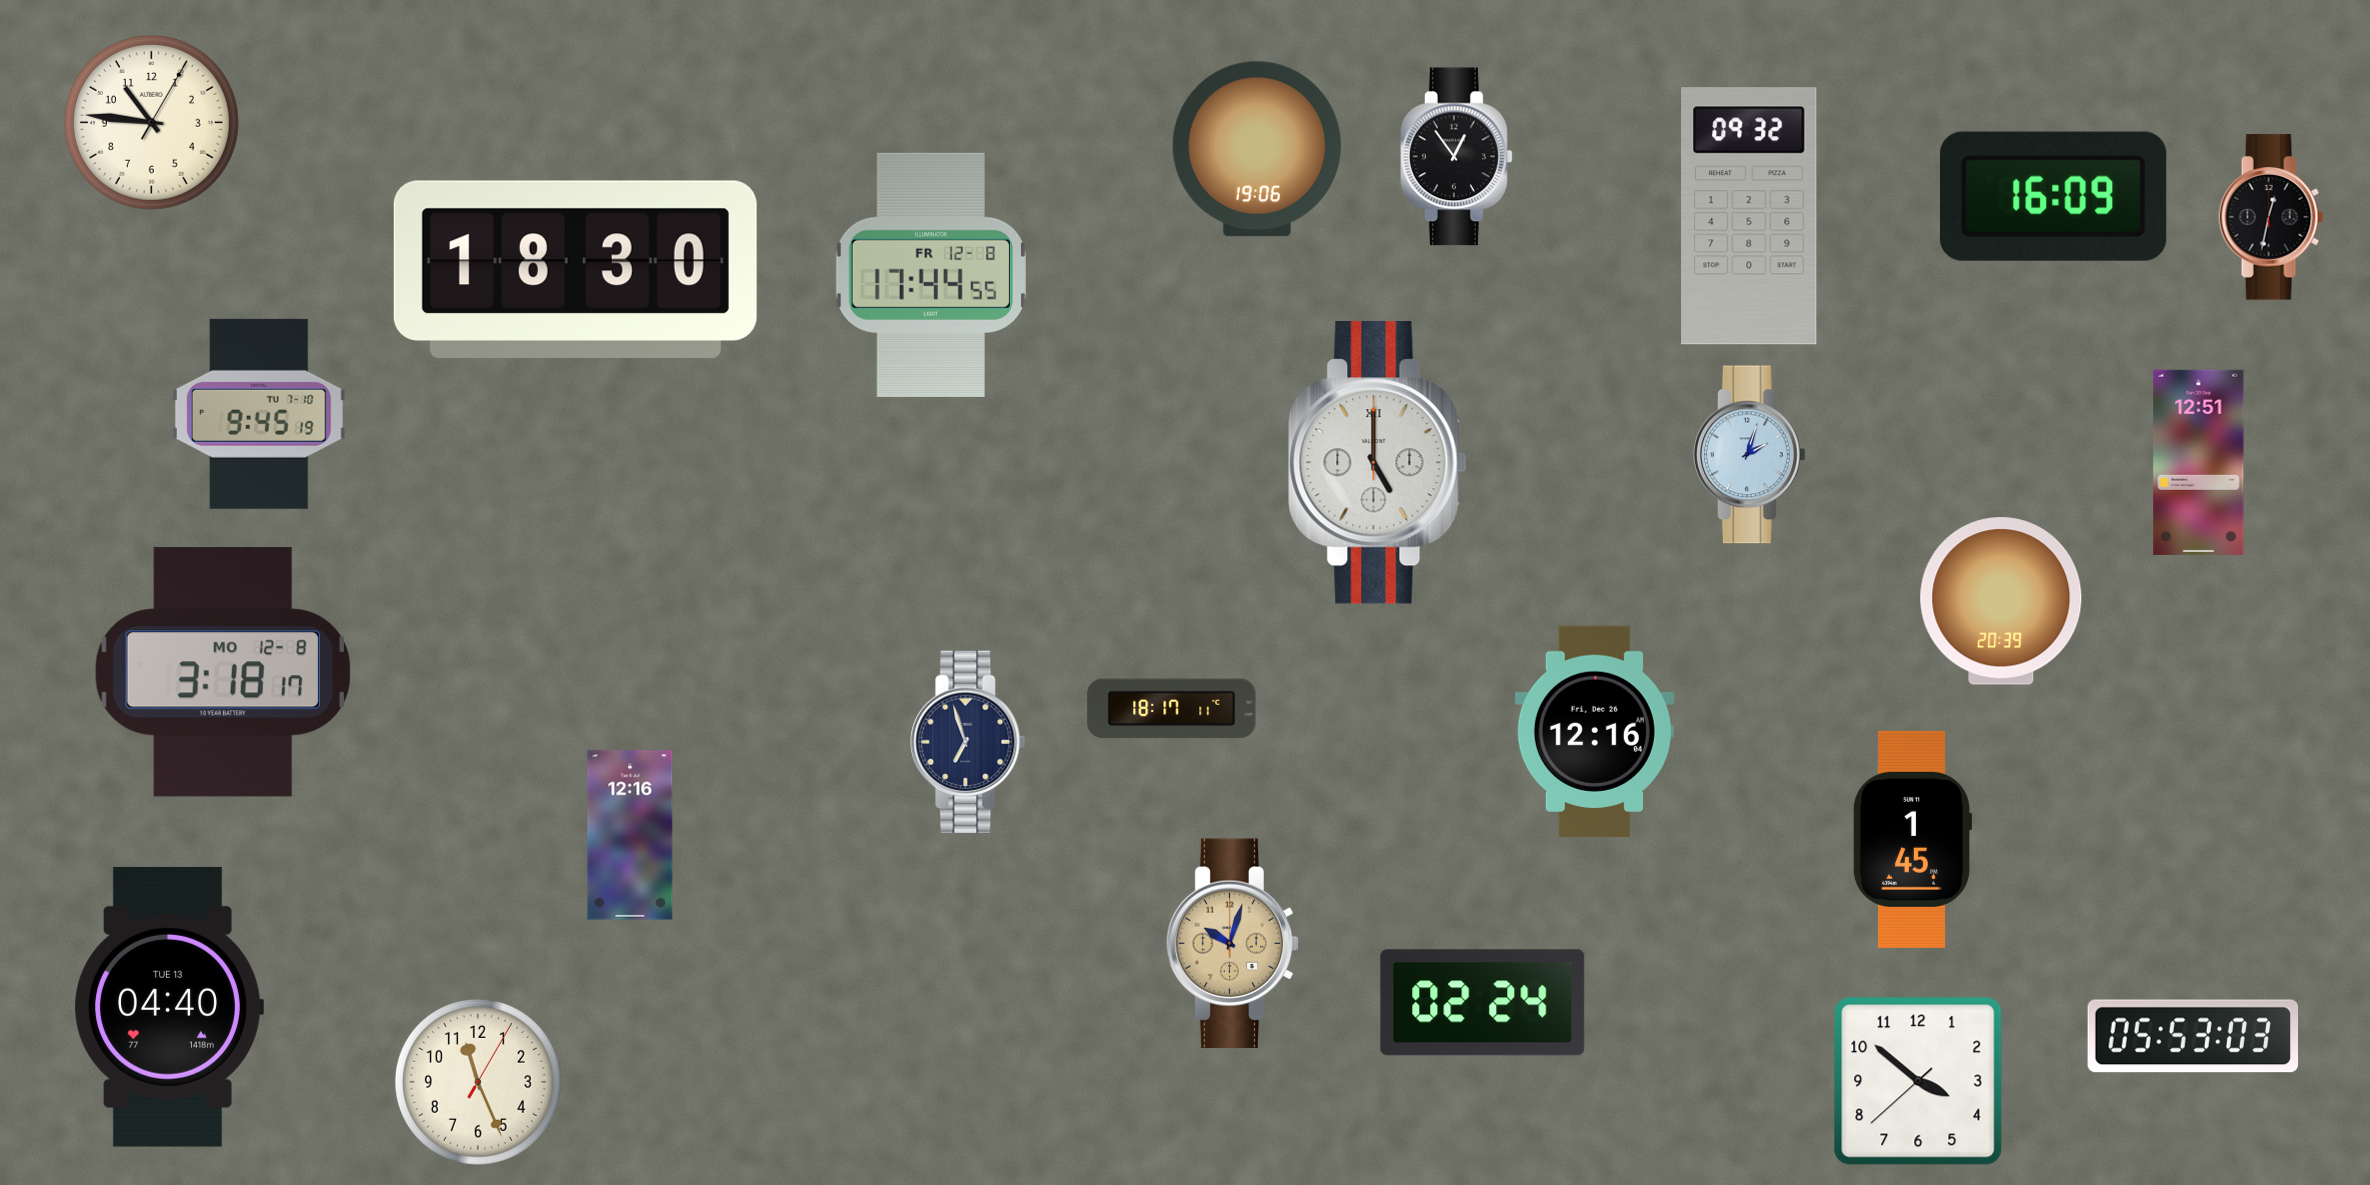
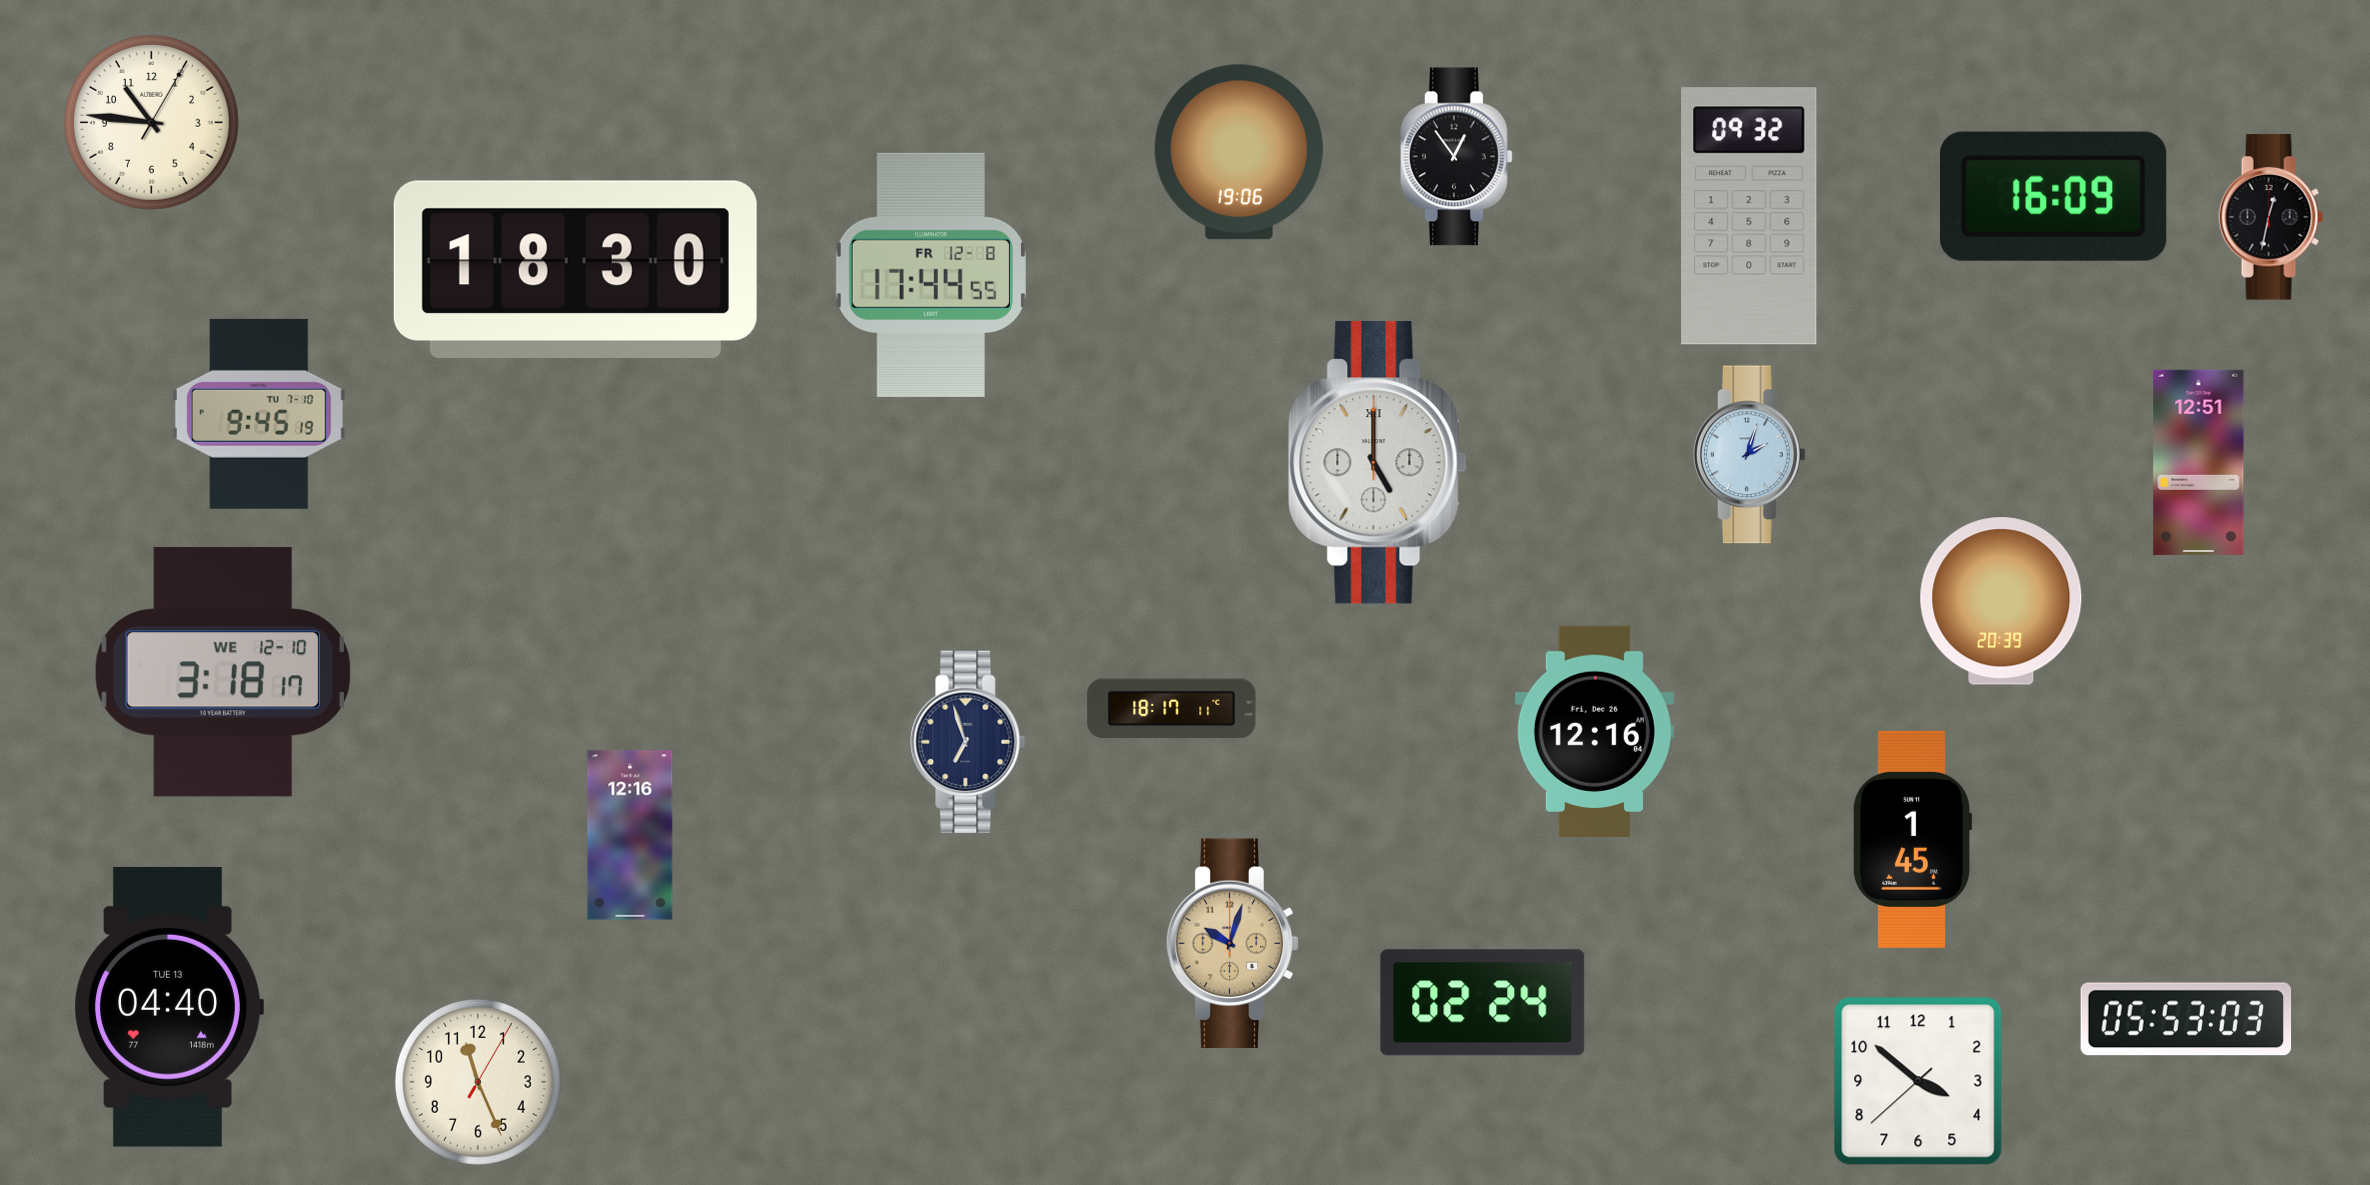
clock at (1257, 149) position: (1257, 149) -> (1239, 152)
clock at (223, 672) date: MO 12-8 -> WE 12-10
clock at (2193, 1036) position: (2193, 1036) -> (2186, 1019)
